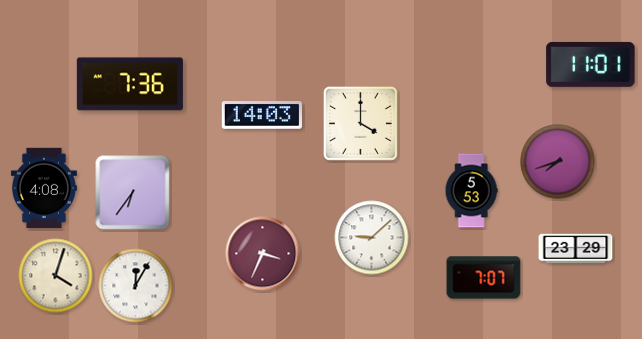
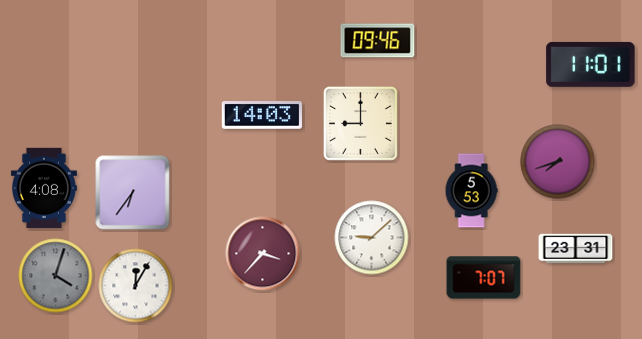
clock at (378, 41): none -> 09:46
clock at (130, 84): 7:36 -> none
clock at (360, 123): 4:00 -> 9:00
clock at (576, 249): 23:29 -> 23:31
clock at (263, 254): 3:34 -> 3:37
clock at (56, 276) dial: cream -> grey
